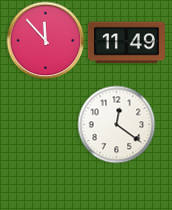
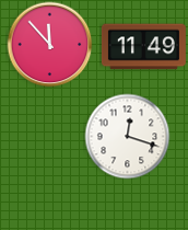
clock at (126, 43) position: (126, 43) -> (143, 47)
clock at (116, 124): 12:21 -> 12:18
